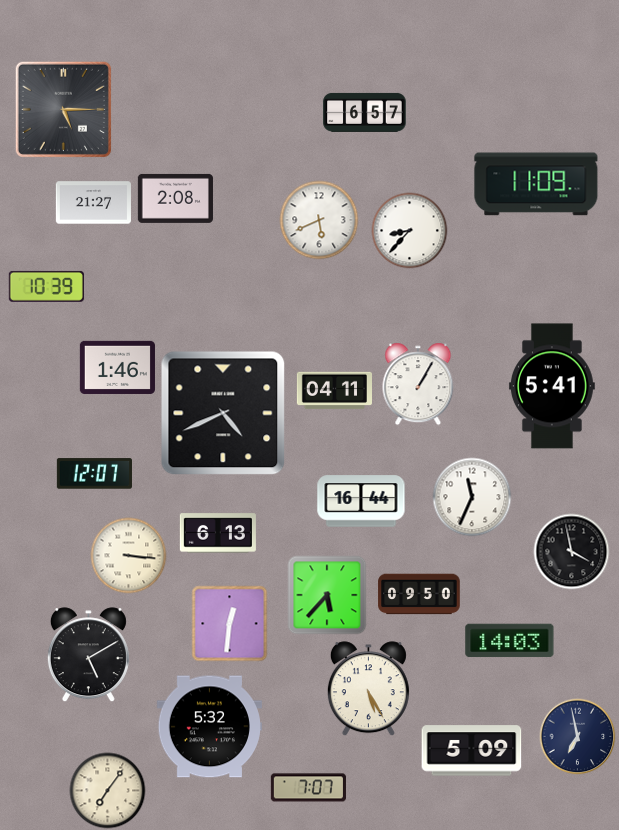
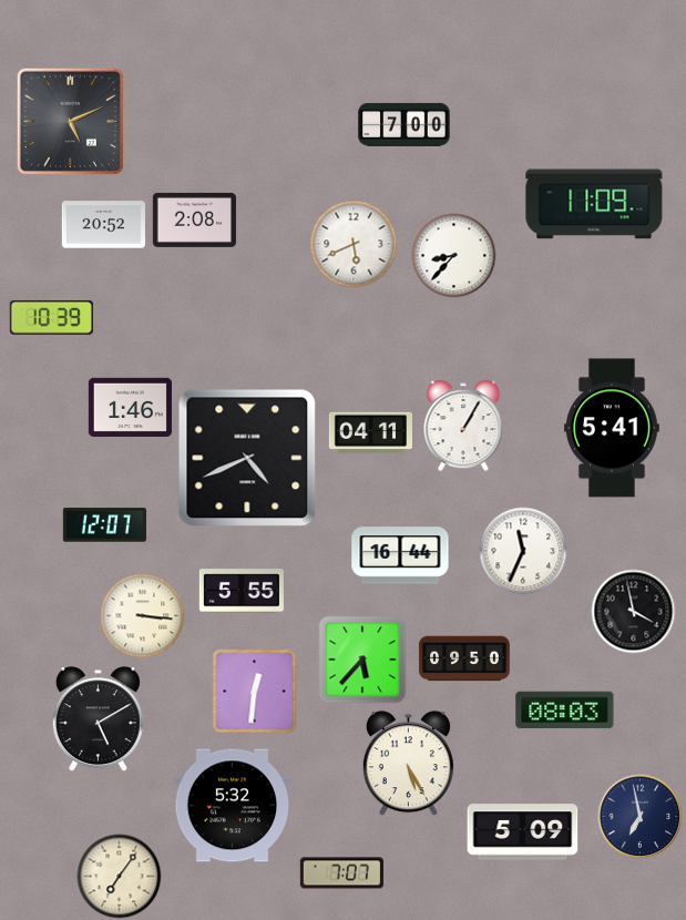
clock at (63, 109): 5:15 -> 5:11
clock at (365, 112): 6:57 -> 7:00
clock at (93, 203): 21:27 -> 20:52
clock at (218, 533): 6:13 -> 5:55
clock at (510, 641): 14:03 -> 08:03
clock at (88, 655) position: (88, 655) -> (98, 719)
